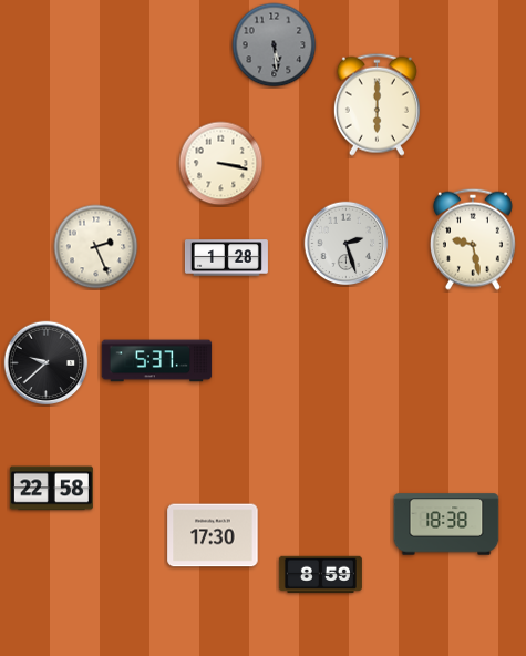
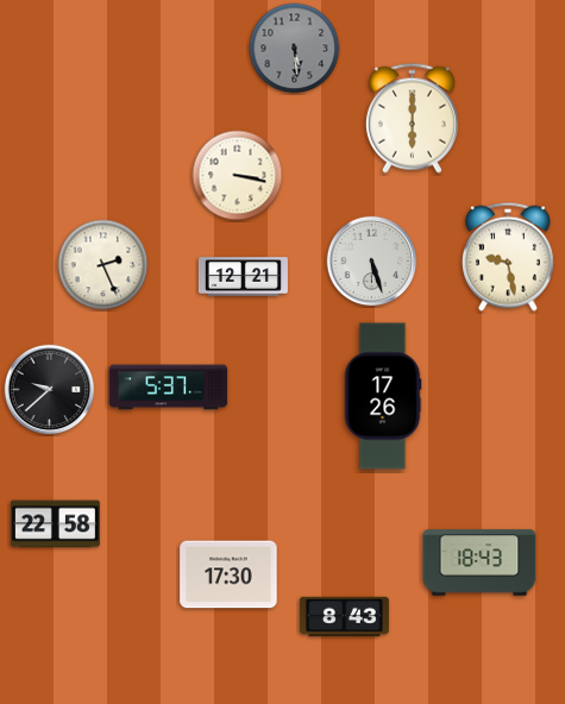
clock at (377, 104) position: (377, 104) -> (412, 118)
clock at (347, 244): 2:27 -> 5:27
clock at (226, 258): 1:28 -> 12:21
clock at (383, 396): none -> 17:26
clock at (446, 524): 18:38 -> 18:43
clock at (320, 574): 8:59 -> 8:43
